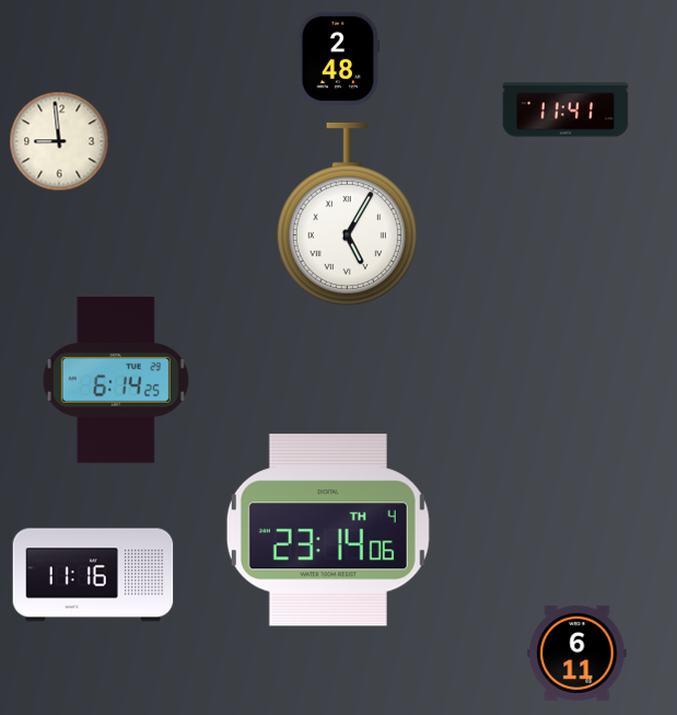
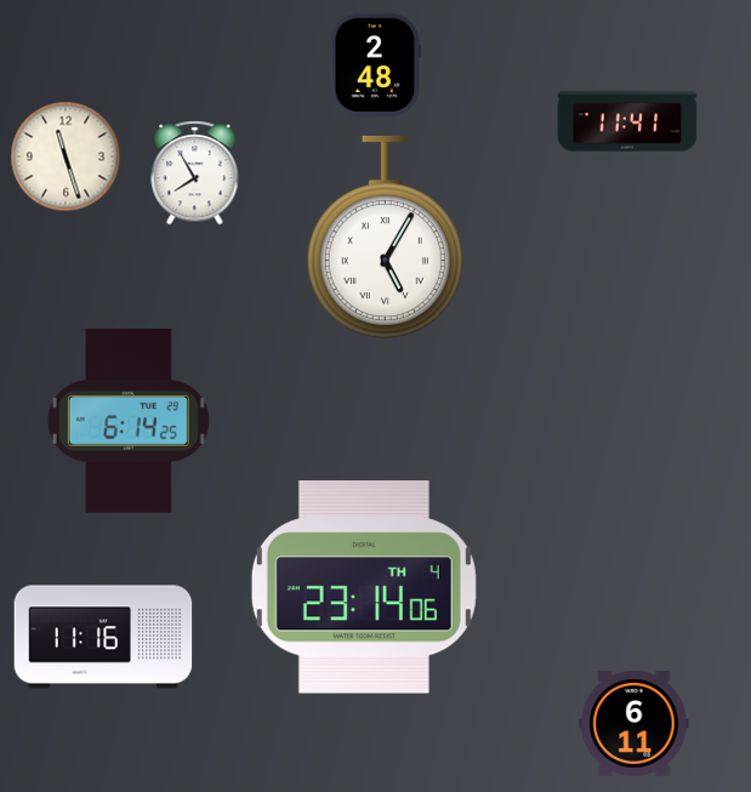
clock at (59, 141): 8:59 -> 11:27
clock at (195, 173): none -> 7:55
clock at (577, 653) position: (577, 653) -> (635, 723)
